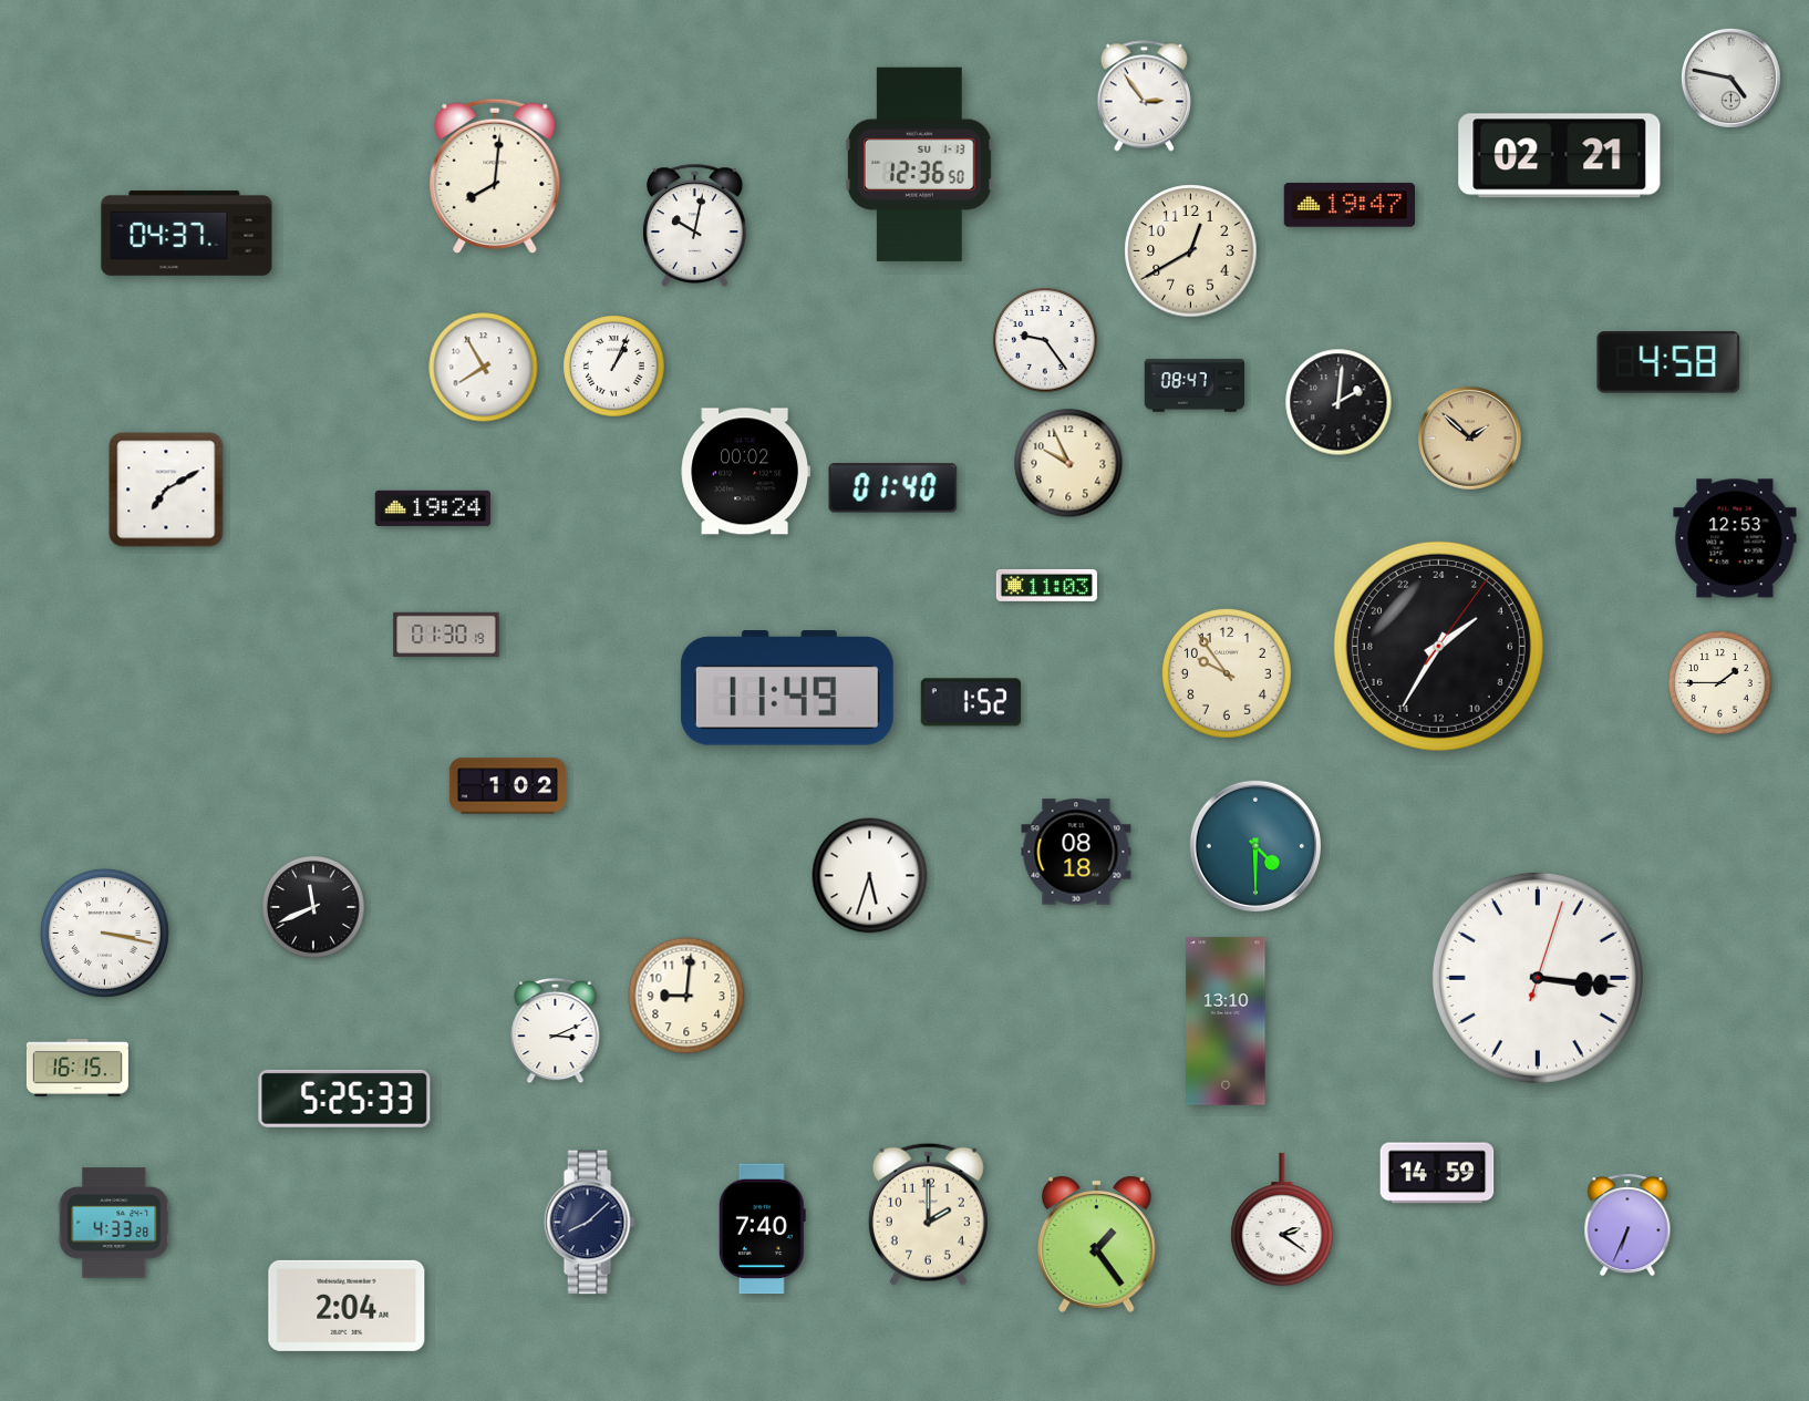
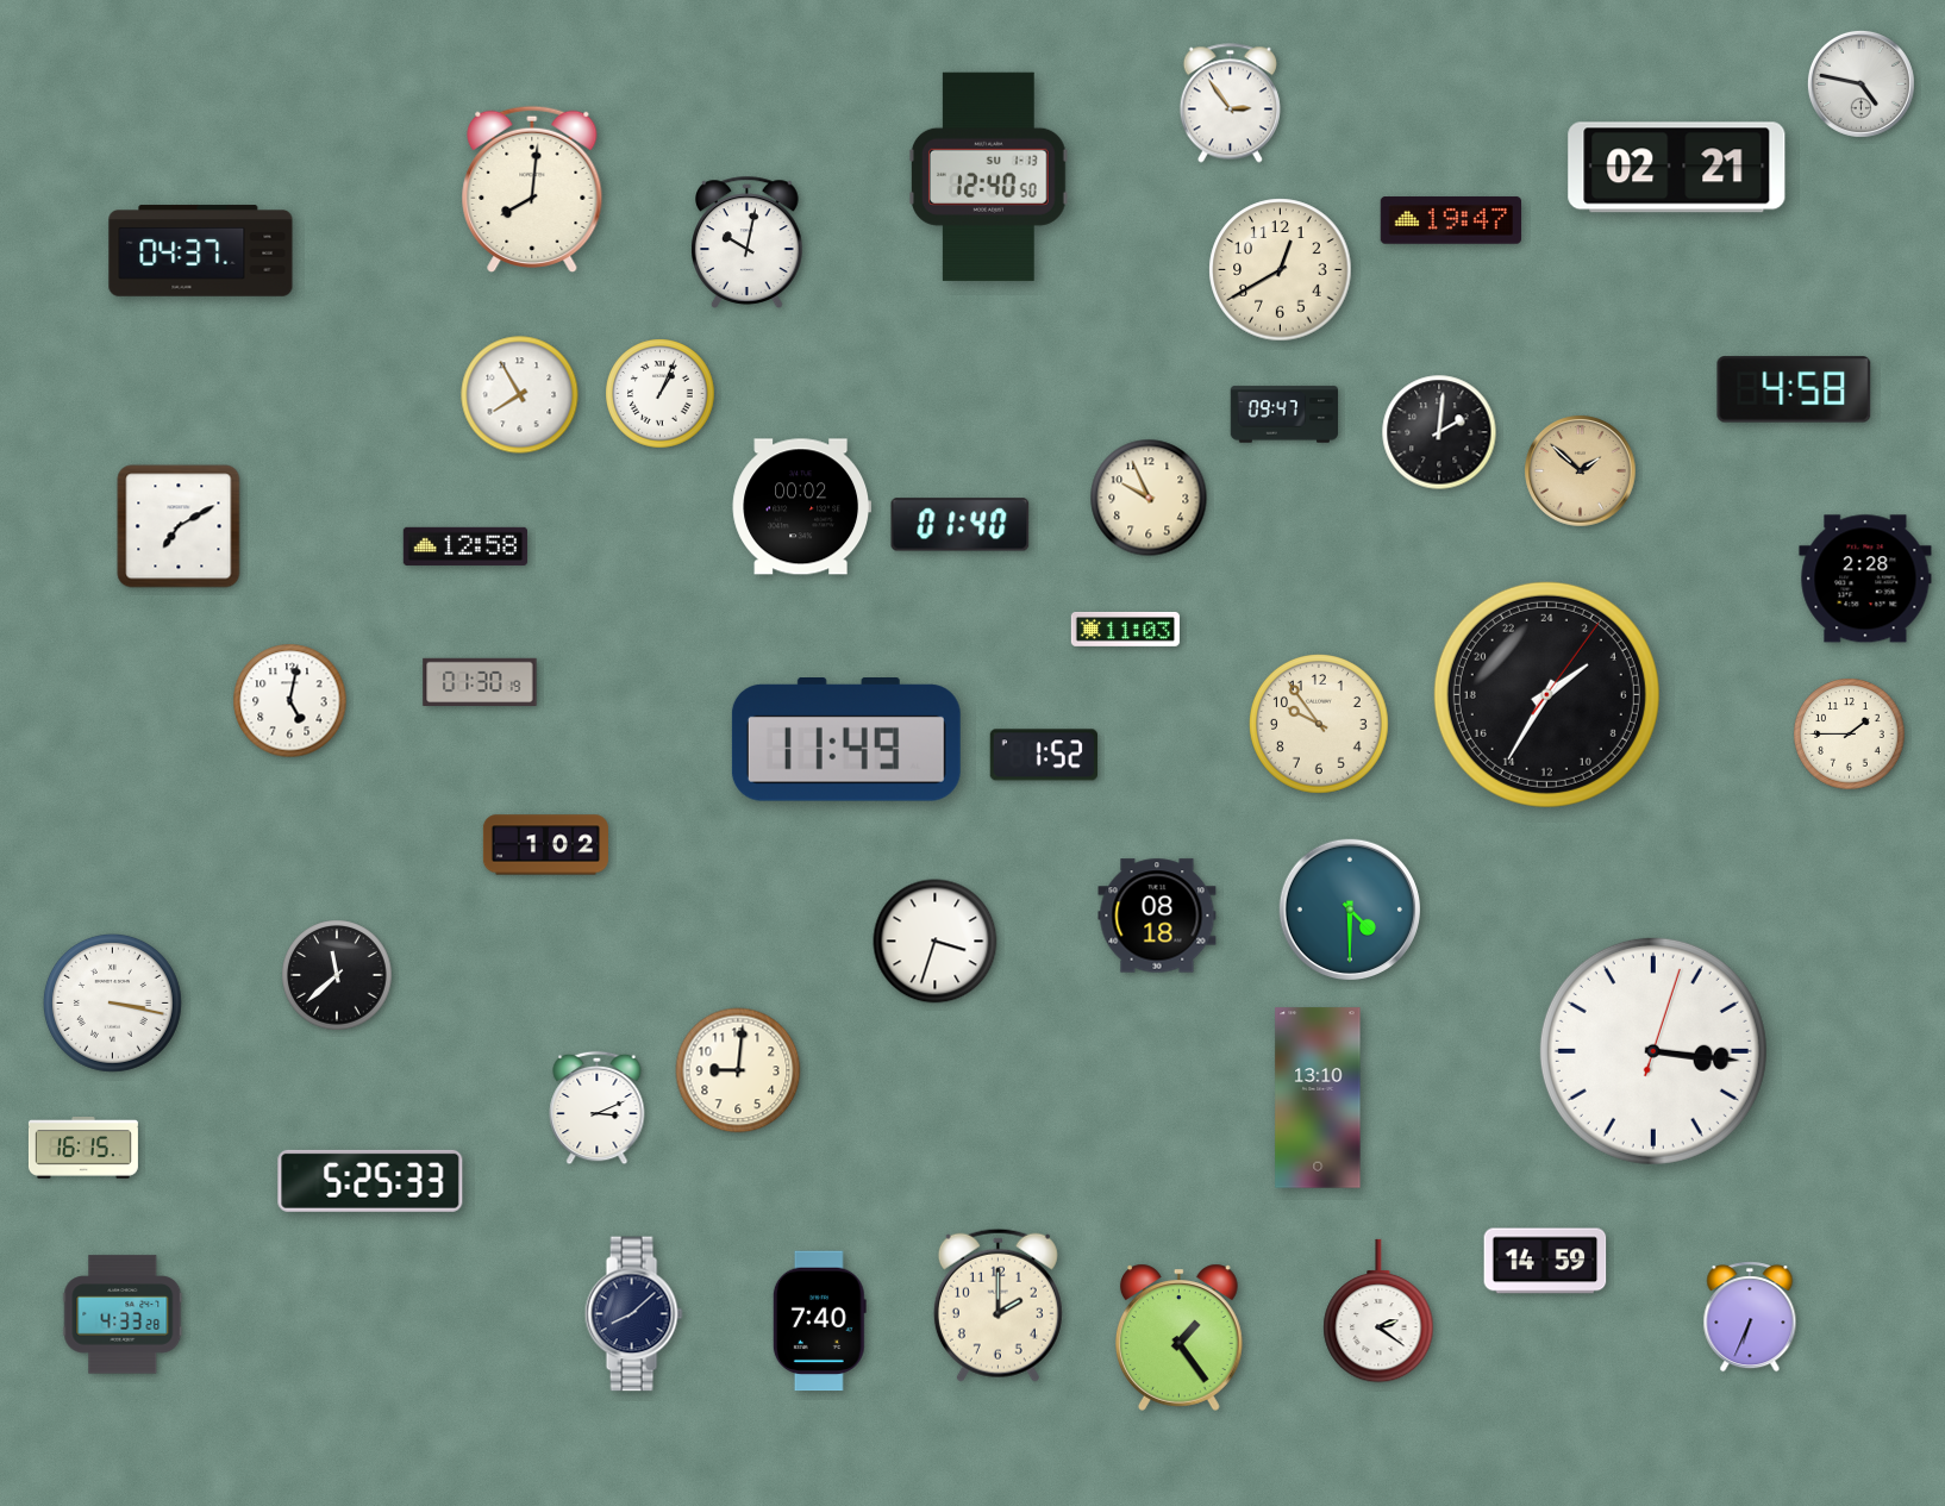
clock at (919, 164): 12:36 -> 12:40
clock at (1045, 340): 9:24 -> none
clock at (1193, 385): 08:47 -> 09:47
clock at (432, 508): 19:24 -> 12:58
clock at (1735, 538): 12:53 -> 2:28
clock at (290, 701): none -> 5:02
clock at (870, 876): 5:33 -> 3:33
clock at (313, 907): 11:41 -> 11:38
clock at (347, 1306): 2:04 -> none
